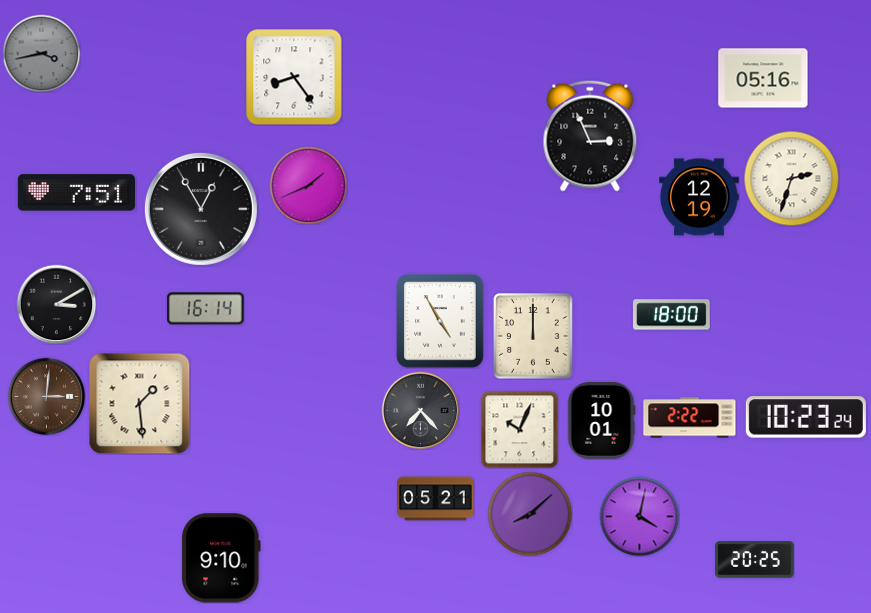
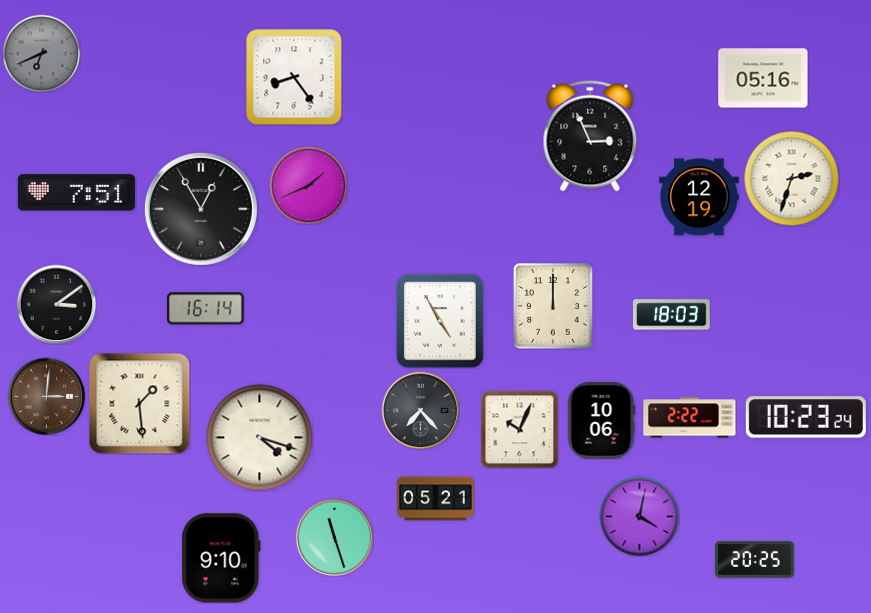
clock at (41, 53): 3:43 -> 6:41
clock at (56, 304): 3:10 -> 3:09
clock at (672, 315): 18:00 -> 18:03
clock at (533, 336) position: (533, 336) -> (553, 306)
clock at (601, 421): 10:01 -> 10:06
clock at (260, 438): none -> 4:18
clock at (530, 514): 8:08 -> none
clock at (334, 537): none -> 11:27
